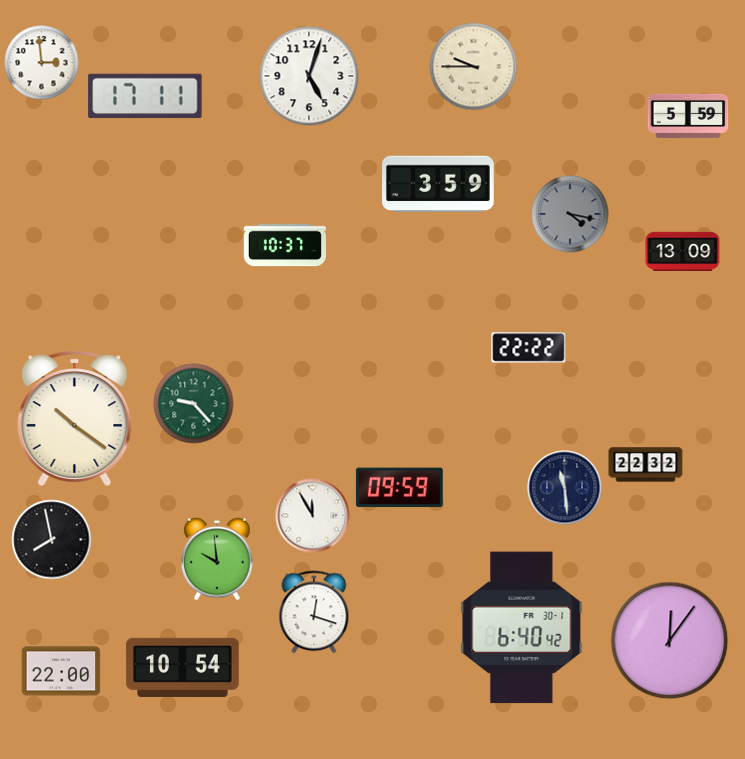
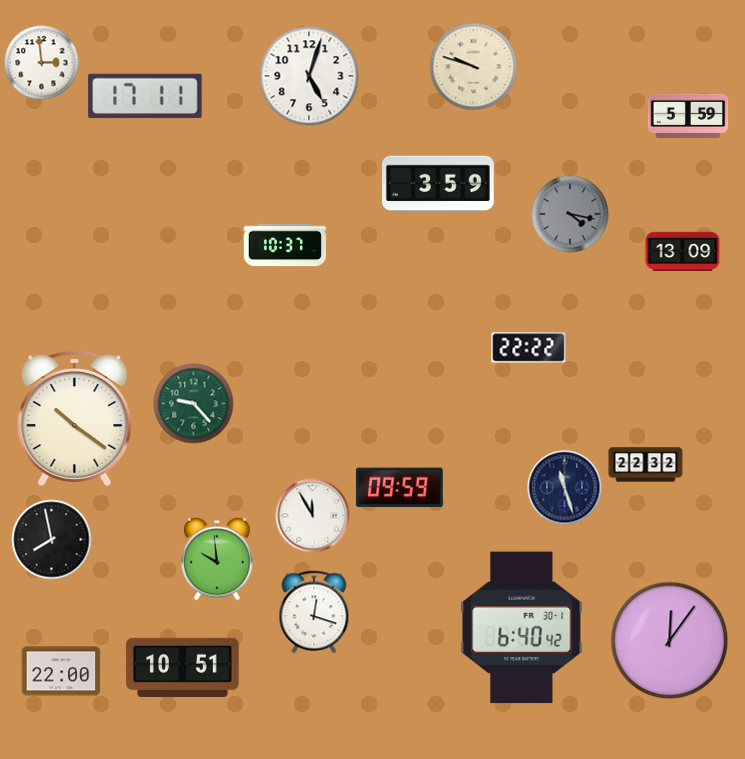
clock at (474, 67): 9:45 -> 9:48
clock at (565, 488): 11:29 -> 11:27
clock at (183, 667): 10:54 -> 10:51
